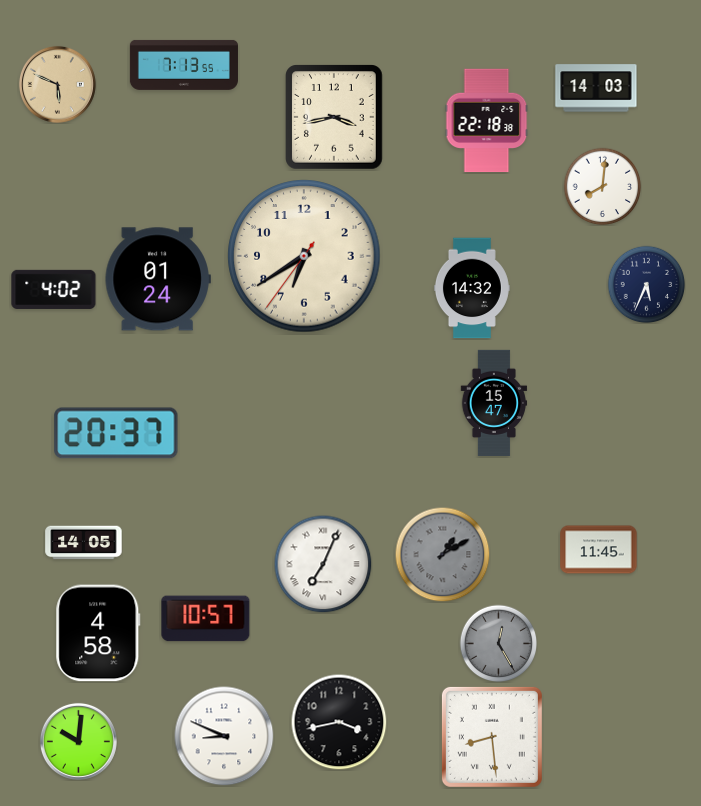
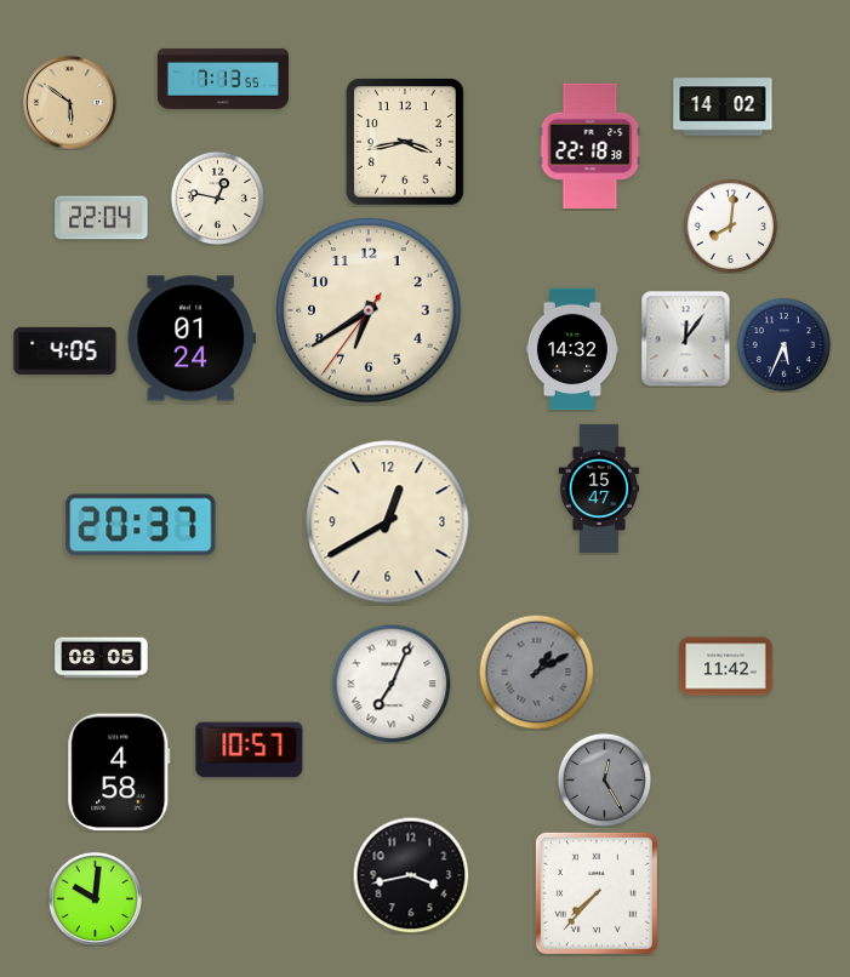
clock at (57, 84): 5:49 -> 5:51
clock at (596, 88): 14:03 -> 14:02
clock at (217, 198): none -> 12:47
clock at (102, 218): none -> 22:04
clock at (686, 338): none -> 12:06
clock at (54, 289): 4:02 -> 4:05
clock at (388, 522): none -> 12:40
clock at (84, 543): 14:05 -> 08:05
clock at (599, 550): 11:45 -> 11:42
clock at (98, 633) position: (98, 633) -> (119, 772)
clock at (224, 736): 8:49 -> none
clock at (492, 737): 8:29 -> 7:37
